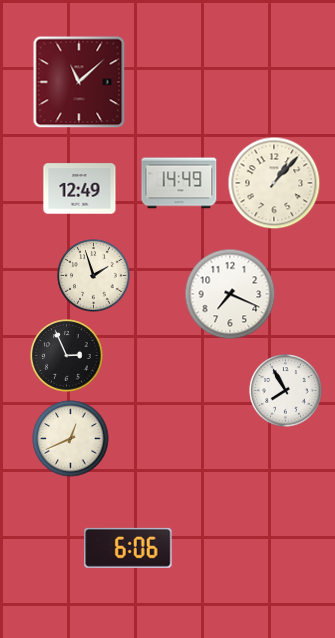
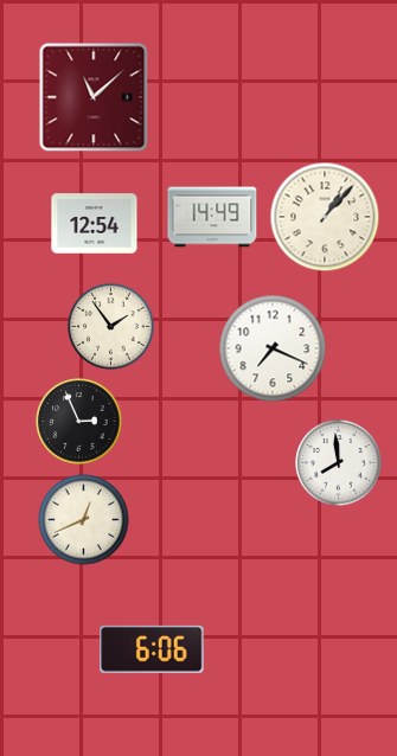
clock at (80, 189): 12:49 -> 12:54
clock at (94, 276): 1:57 -> 1:54
clock at (286, 391): 7:55 -> 7:59
